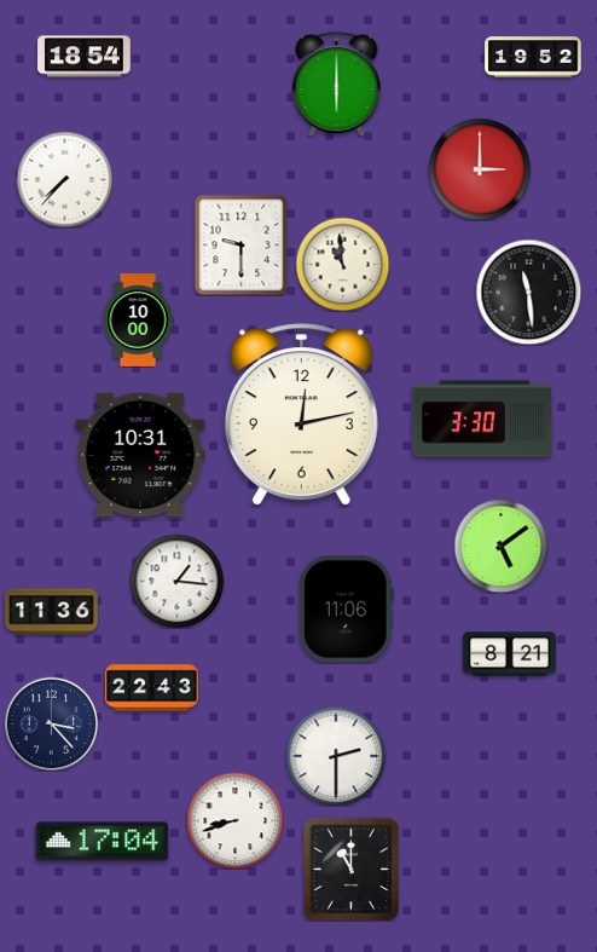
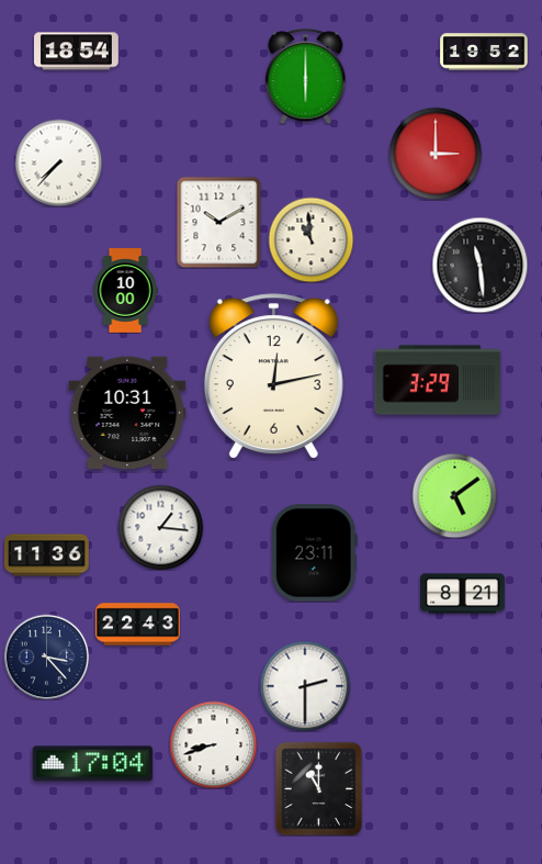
clock at (242, 244): 9:30 -> 10:10
clock at (482, 419): 3:30 -> 3:29
clock at (346, 610): 11:06 -> 23:11
